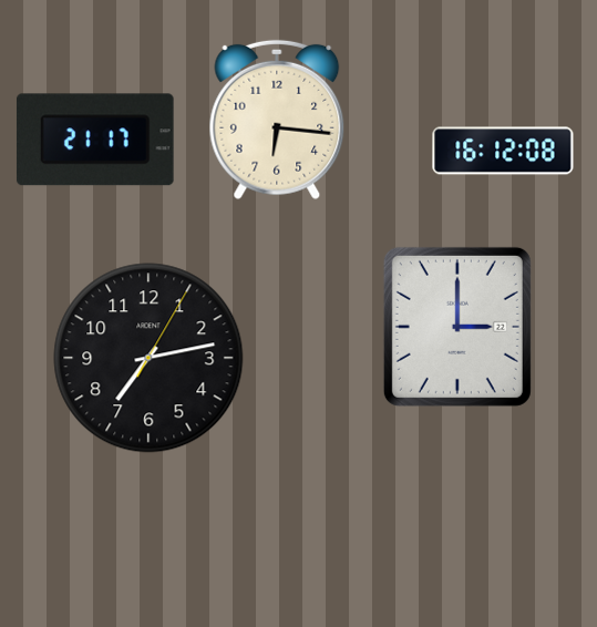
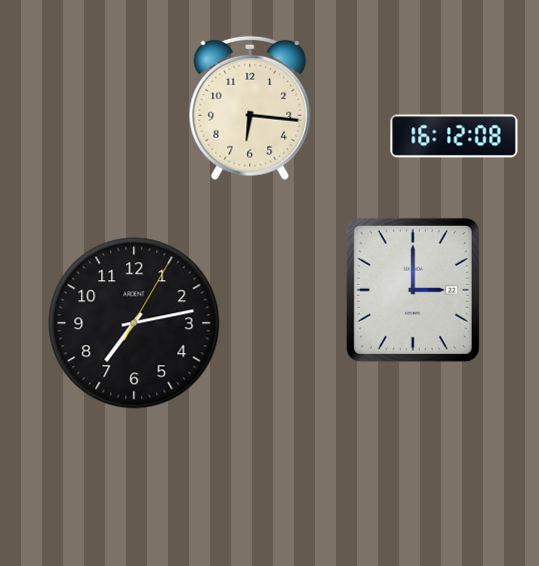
clock at (95, 140): 21:17 -> none
clock at (457, 327) position: (457, 327) -> (413, 290)
